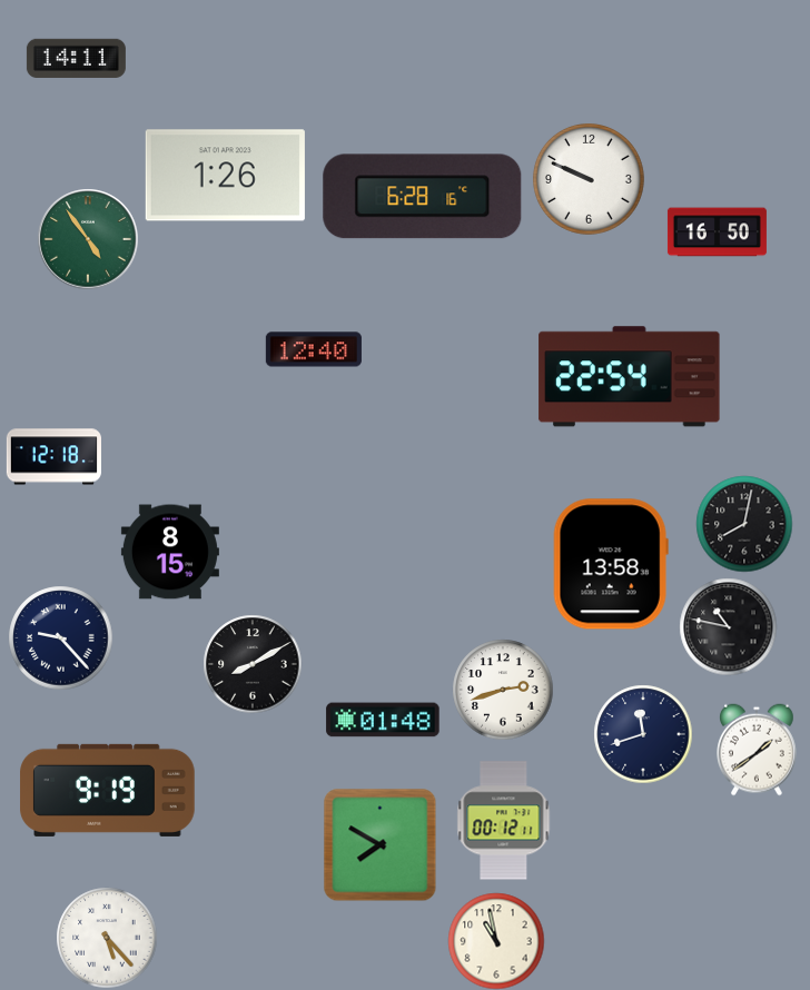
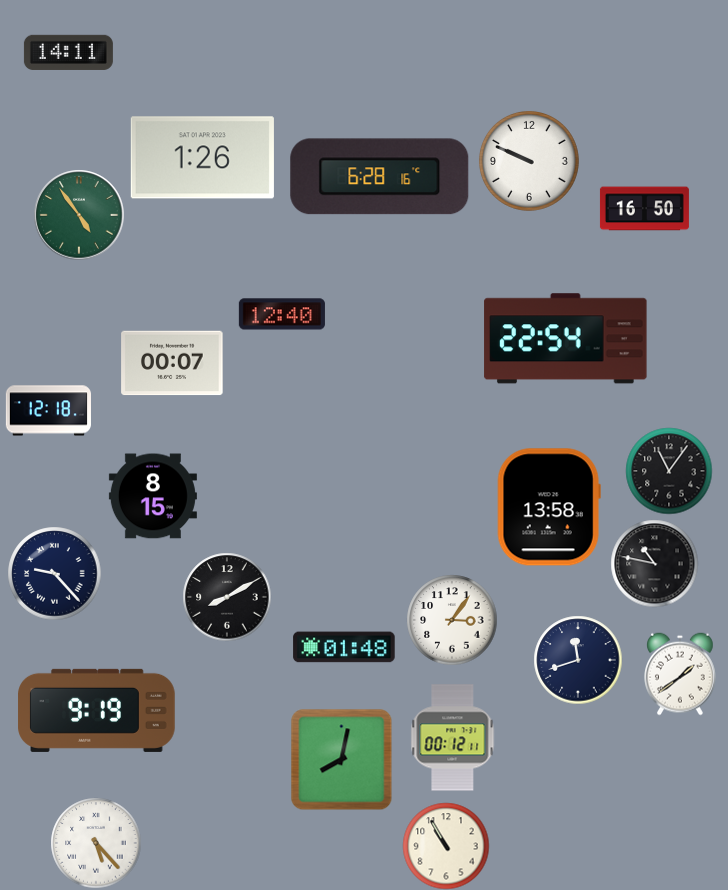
clock at (172, 363): none -> 00:07
clock at (744, 524): 8:02 -> 11:06
clock at (503, 690): 2:42 -> 3:06
clock at (379, 844): 7:50 -> 8:02
clock at (496, 941): 10:58 -> 10:55
